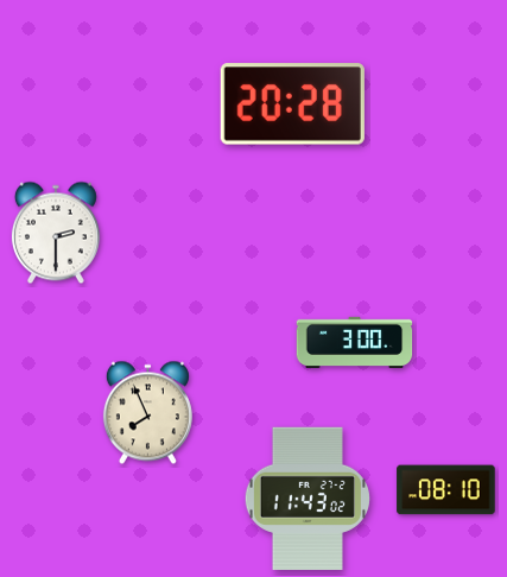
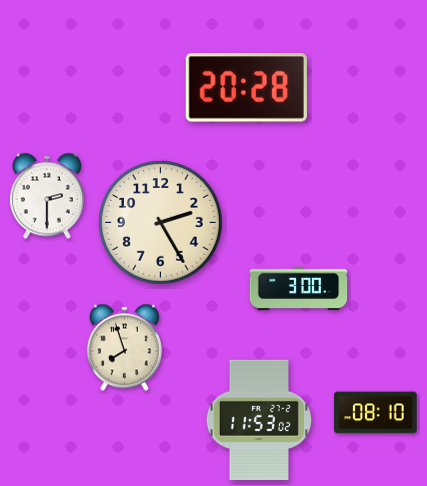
clock at (161, 223): none -> 2:25
clock at (147, 413): 7:56 -> 7:57
clock at (308, 499): 11:43 -> 11:53
